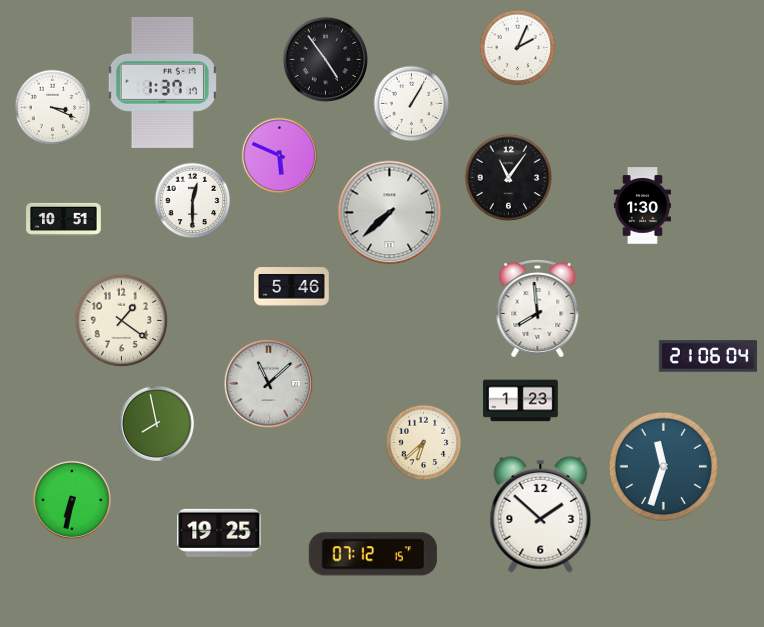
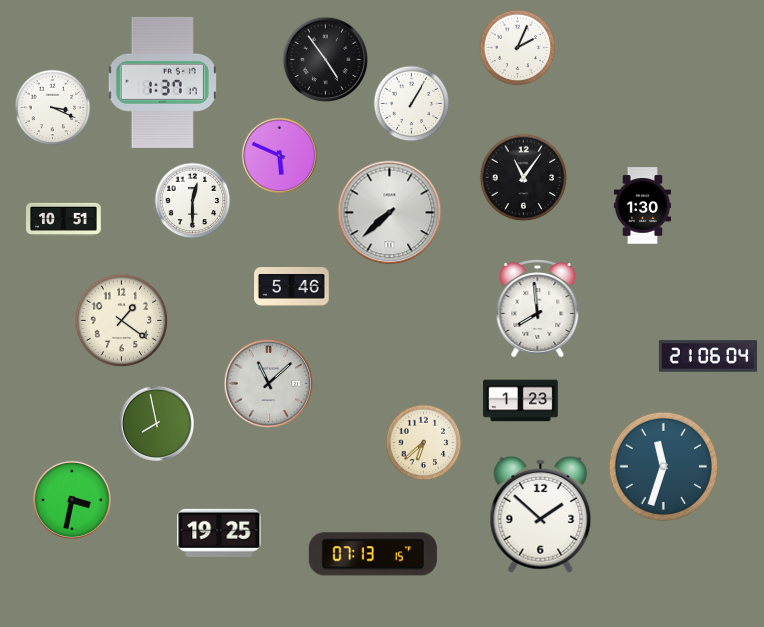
clock at (509, 178) position: (509, 178) -> (524, 178)
clock at (71, 499): 6:32 -> 3:32
clock at (373, 554): 07:12 -> 07:13
